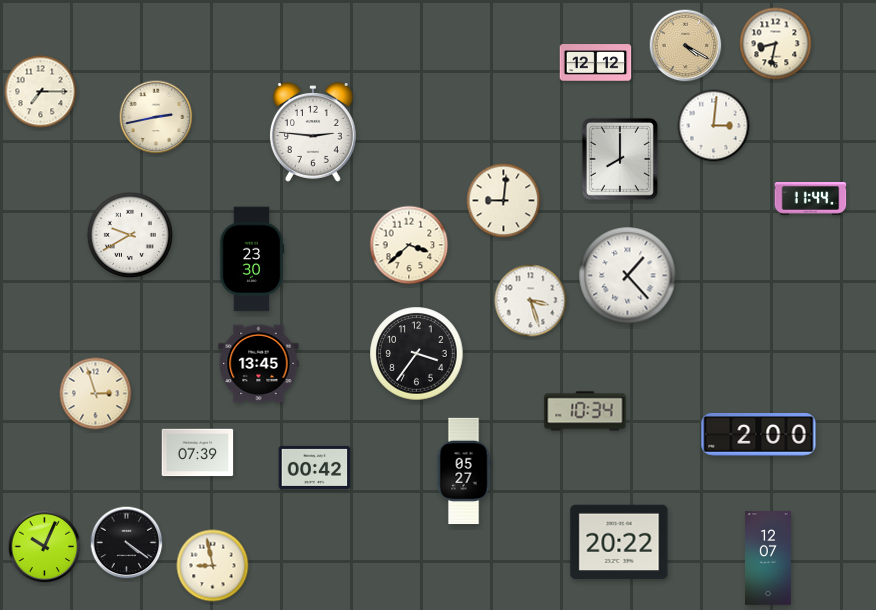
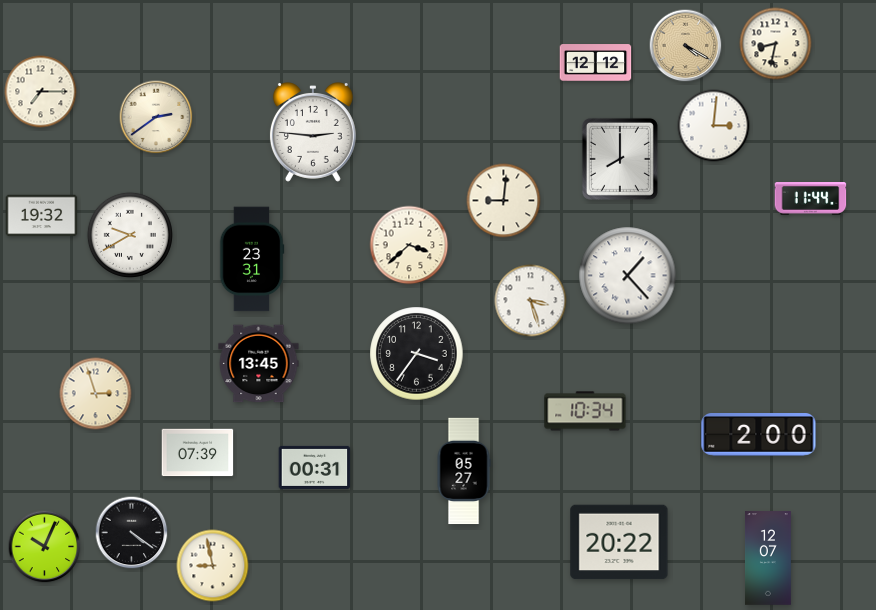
clock at (156, 117): 2:43 -> 2:39
clock at (42, 216): none -> 19:32
clock at (252, 259): 23:30 -> 23:31
clock at (315, 467): 00:42 -> 00:31
clock at (127, 543) position: (127, 543) -> (132, 533)
